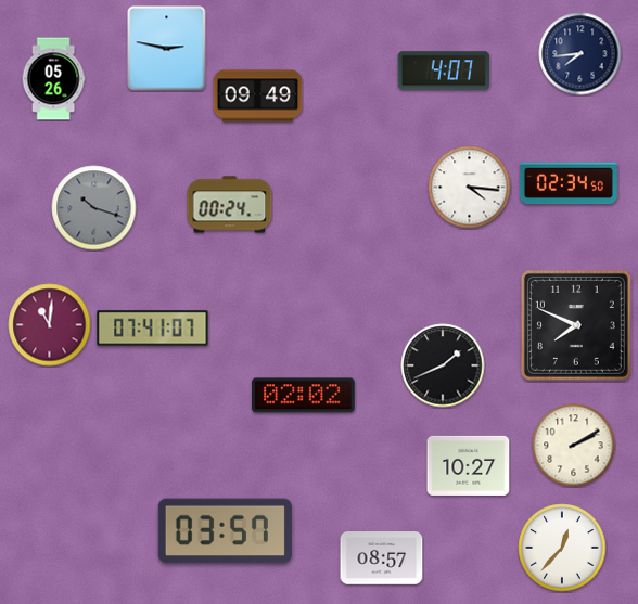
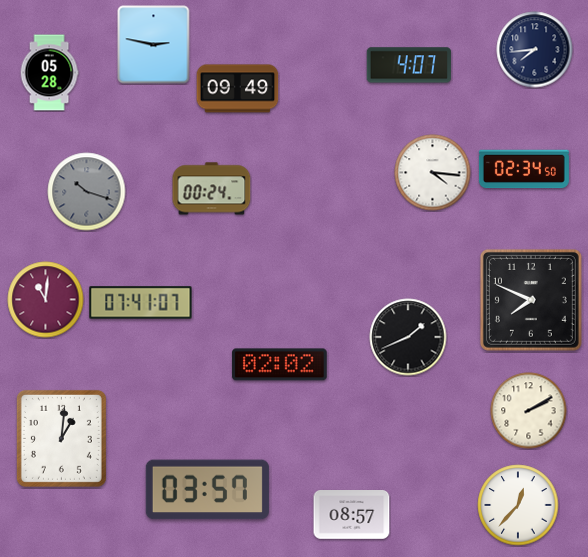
clock at (53, 79): 05:26 -> 05:28
clock at (469, 465): 10:27 -> none
clock at (61, 438): none -> 1:01
